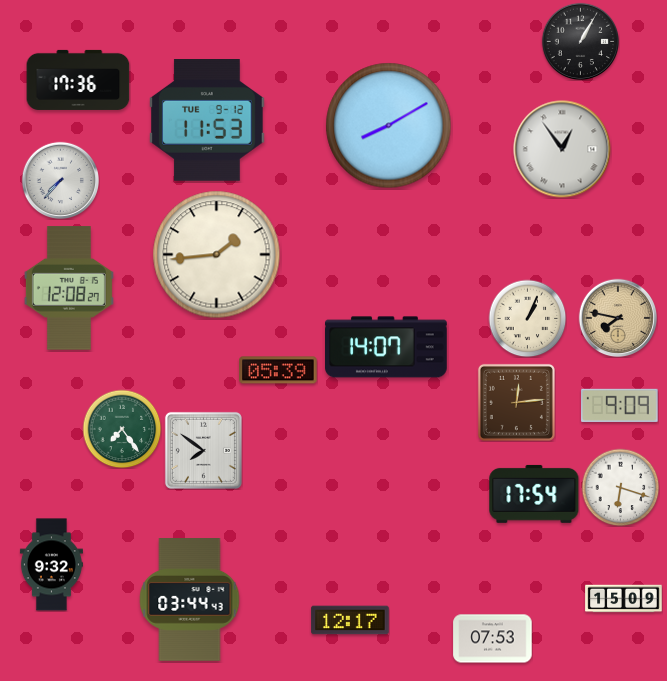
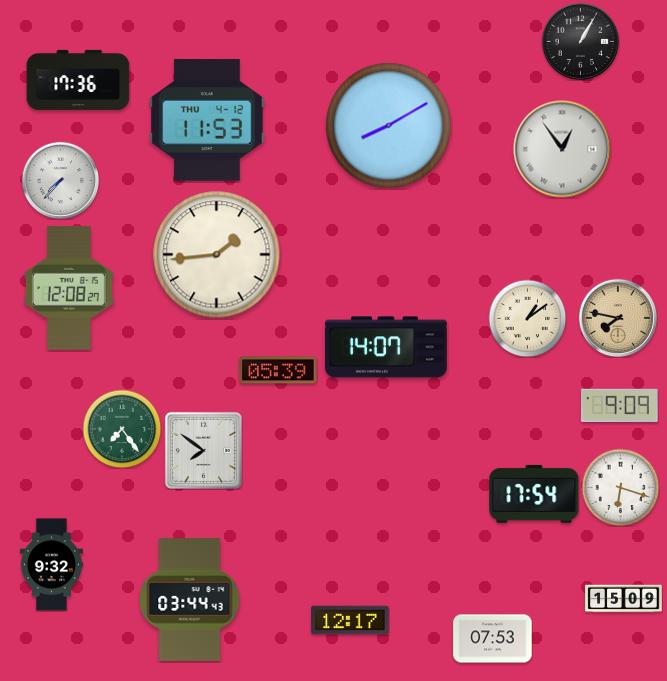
clock at (208, 121) date: TUE 9-12 -> THU 4-12
clock at (527, 318): 1:04 -> 1:09
clock at (516, 402): 12:14 -> none
